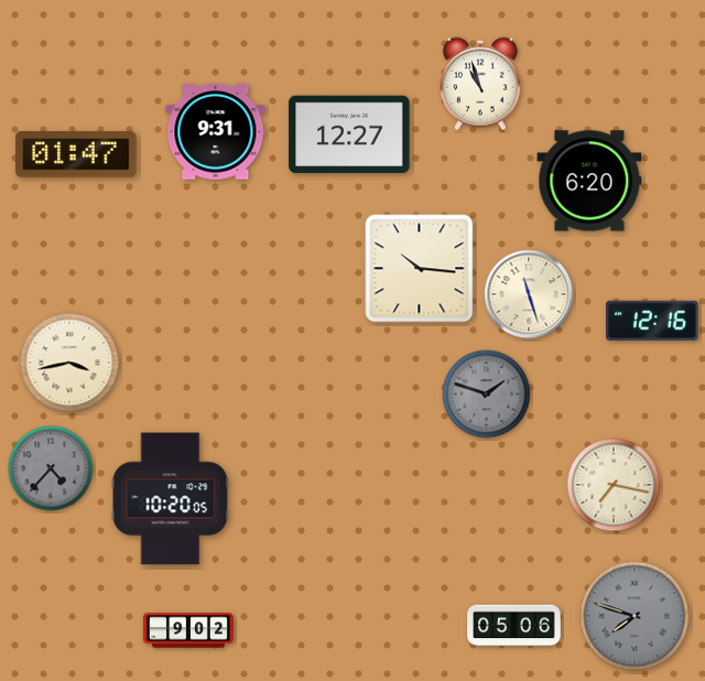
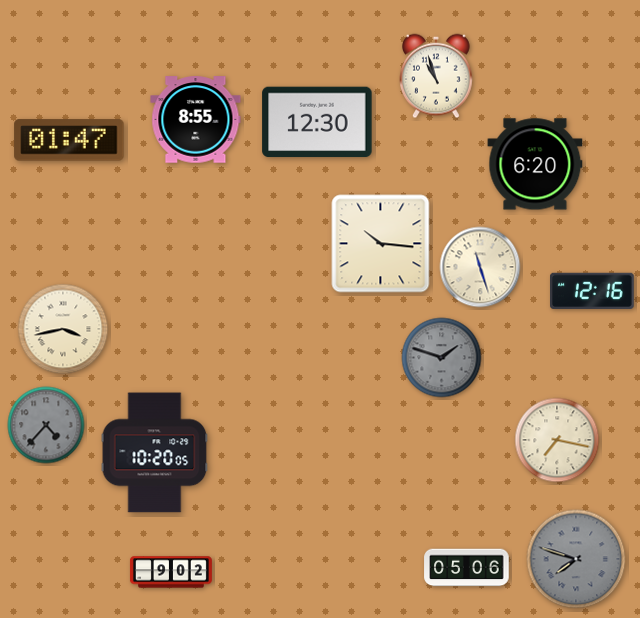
clock at (216, 132): 9:31 -> 8:55
clock at (349, 134): 12:27 -> 12:30
